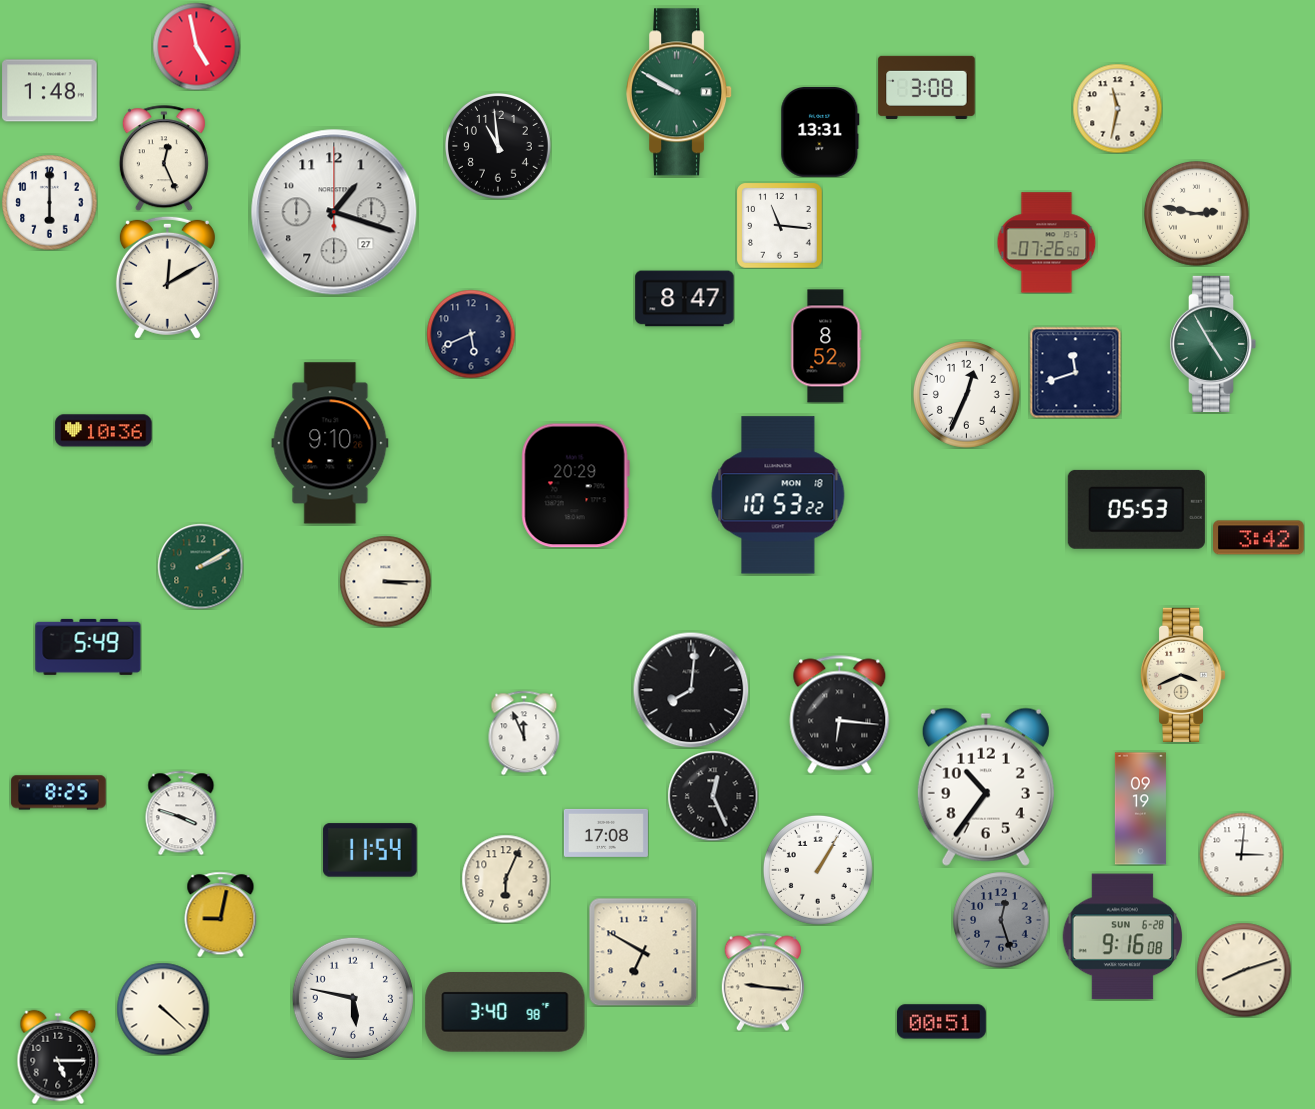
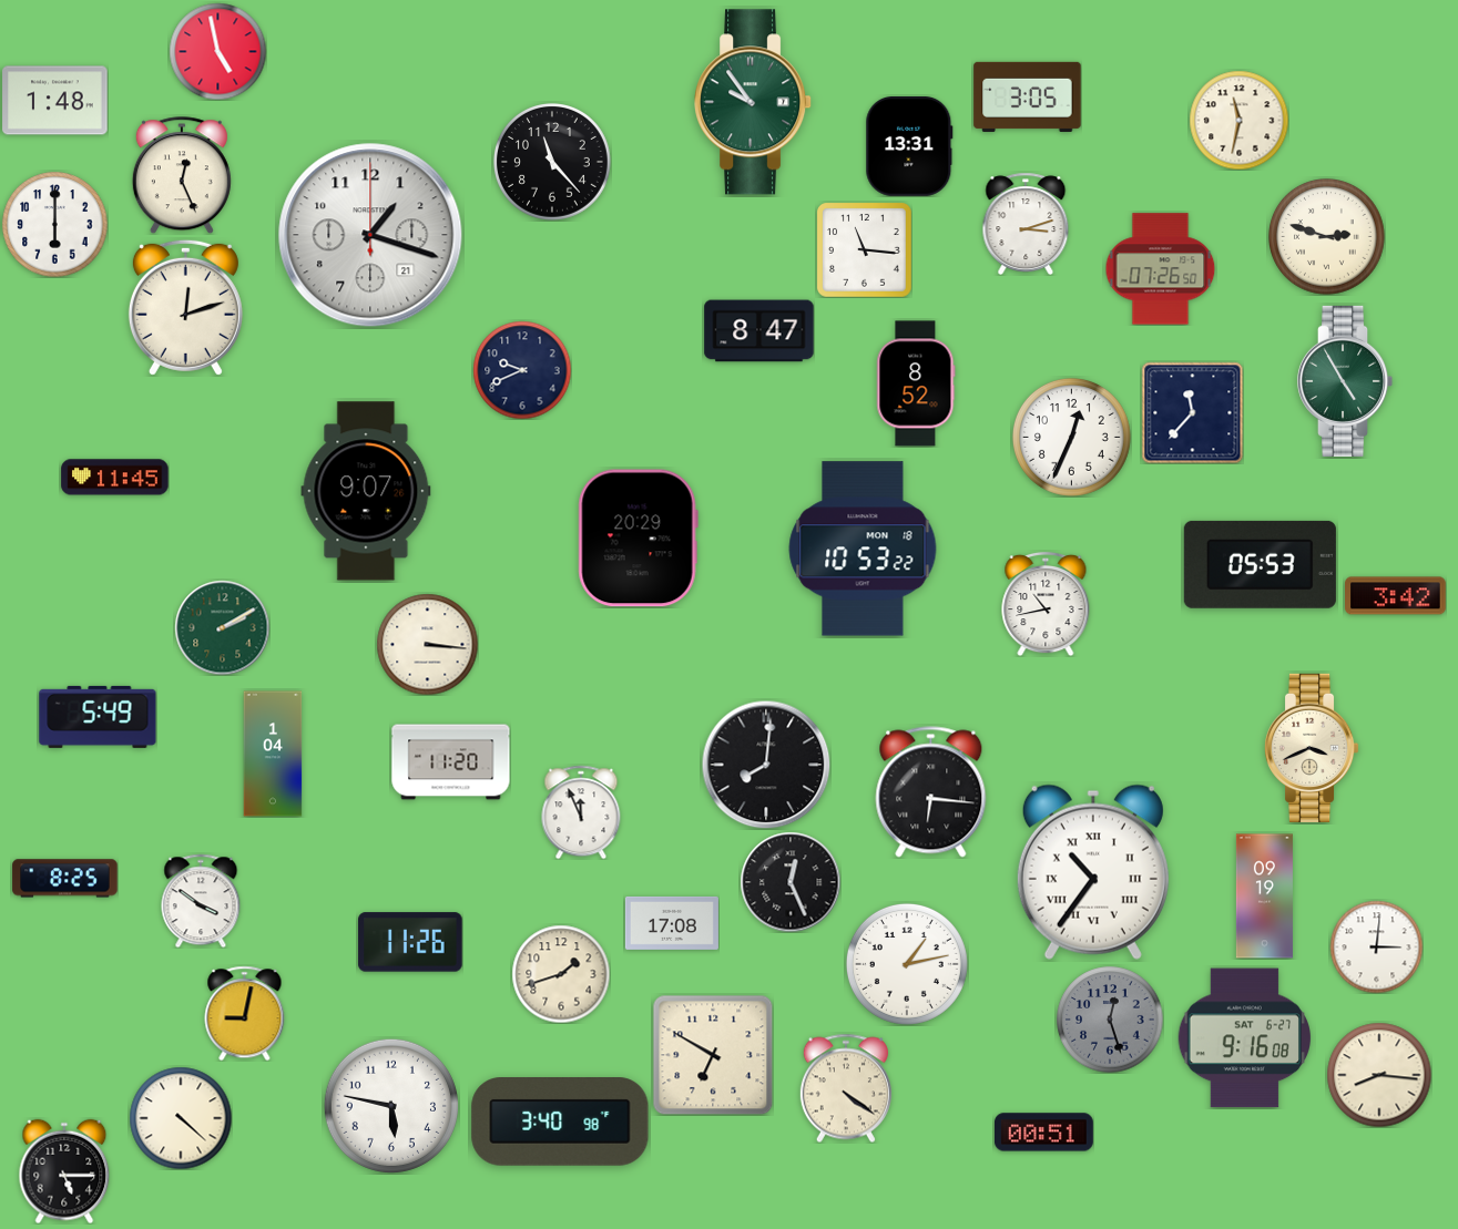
clock at (927, 87): 3:08 -> 3:05
clock at (680, 92): 9:50 -> 9:54
clock at (499, 147): 10:59 -> 11:23
clock at (1026, 224): none -> 3:12
clock at (334, 212) date: 27 -> 21
clock at (1197, 214): 2:47 -> 2:48
clock at (167, 277): 12:10 -> 12:12
clock at (471, 334): 5:41 -> 9:41
clock at (1075, 372): 11:42 -> 11:37
clock at (104, 431): 10:36 -> 11:45
clock at (330, 443): 9:10 -> 9:07
clock at (1046, 604): none -> 10:43
clock at (385, 581): 3:15 -> 3:16
clock at (273, 754): none -> 1:04
clock at (451, 762): none -> 11:20
clock at (986, 787) numerals: Arabic -> Roman
clock at (181, 813): 3:48 -> 3:51
clock at (370, 850): 11:54 -> 11:26
clock at (818, 870): 1:05 -> 1:13
clock at (506, 879): 6:04 -> 1:42
clock at (1122, 937) date: SUN 6-28 -> SAT 6-27
clock at (1244, 970): 8:12 -> 8:16
clock at (763, 982): 9:16 -> 4:21
